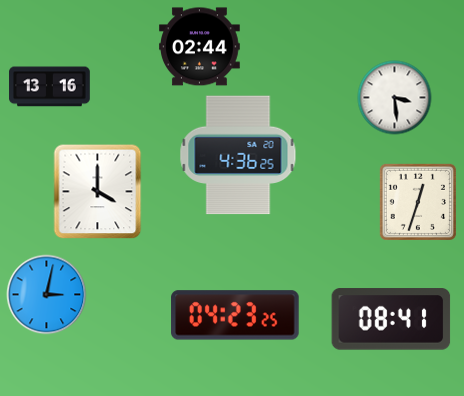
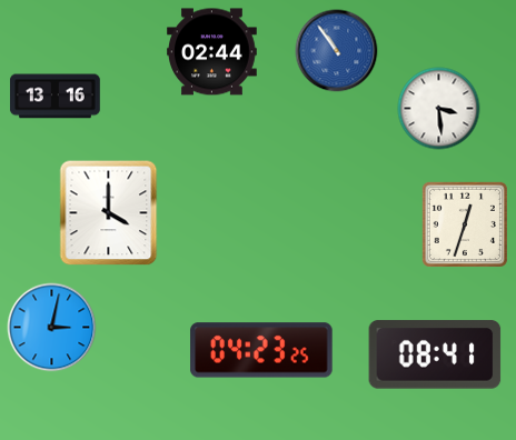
clock at (337, 51): none -> 10:54
clock at (200, 47) position: (200, 47) -> (212, 52)
clock at (238, 155): 4:36 -> none
